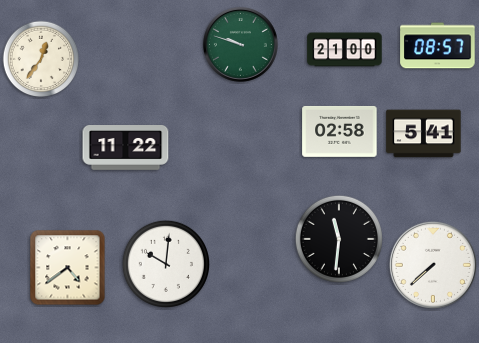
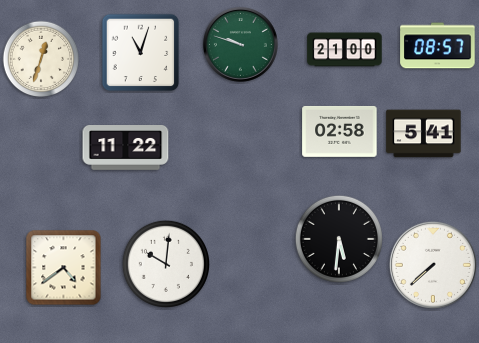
clock at (141, 53): none -> 11:03
clock at (41, 59): 12:36 -> 12:33
clock at (339, 239): 11:31 -> 5:31
clock at (68, 268) position: (68, 268) -> (64, 268)
